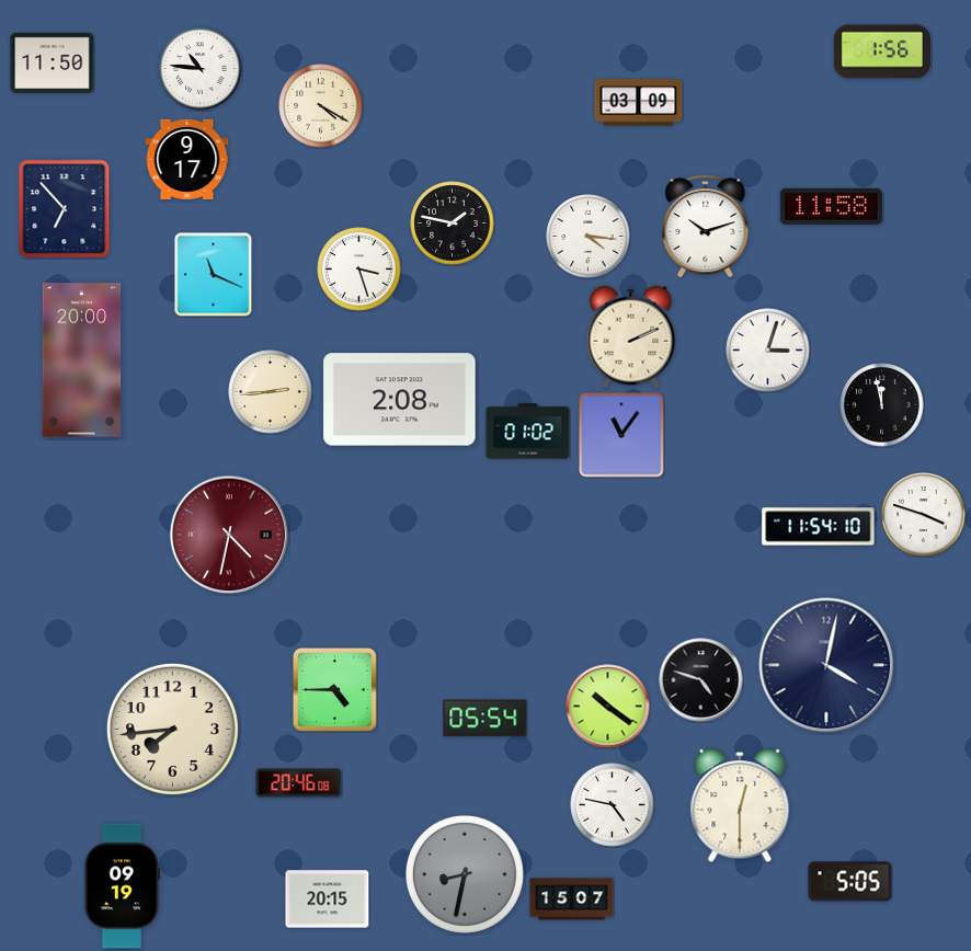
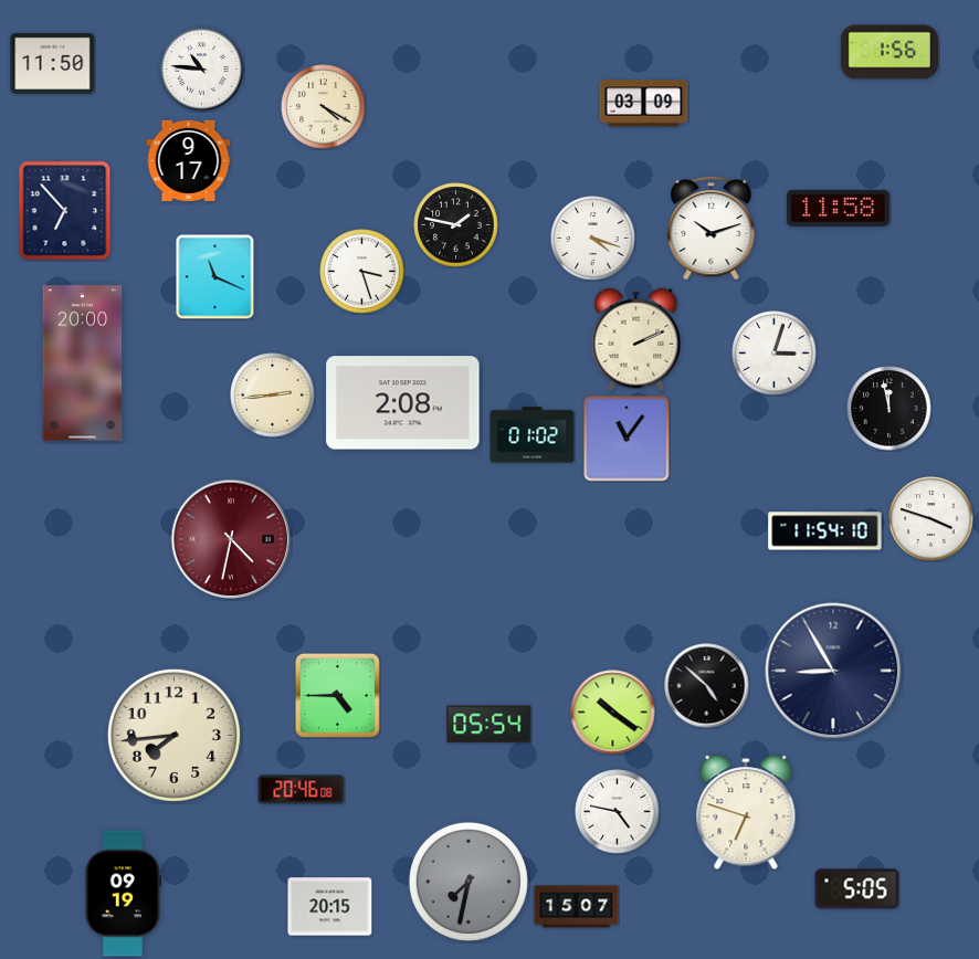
clock at (589, 237): 4:16 -> 4:18
clock at (826, 665): 4:02 -> 8:55
clock at (701, 680): 4:48 -> 4:52
clock at (740, 806): 12:30 -> 6:48
clock at (465, 874): 8:32 -> 7:32
